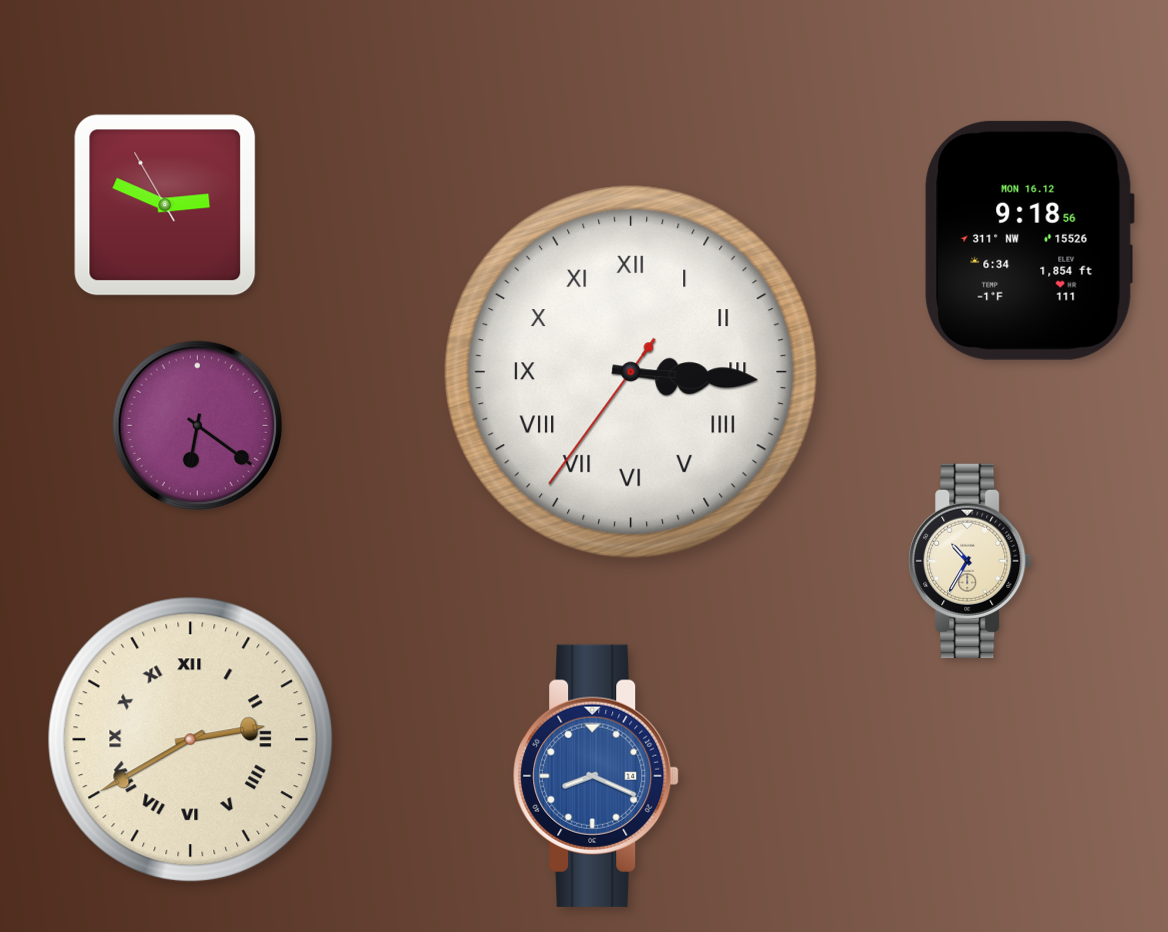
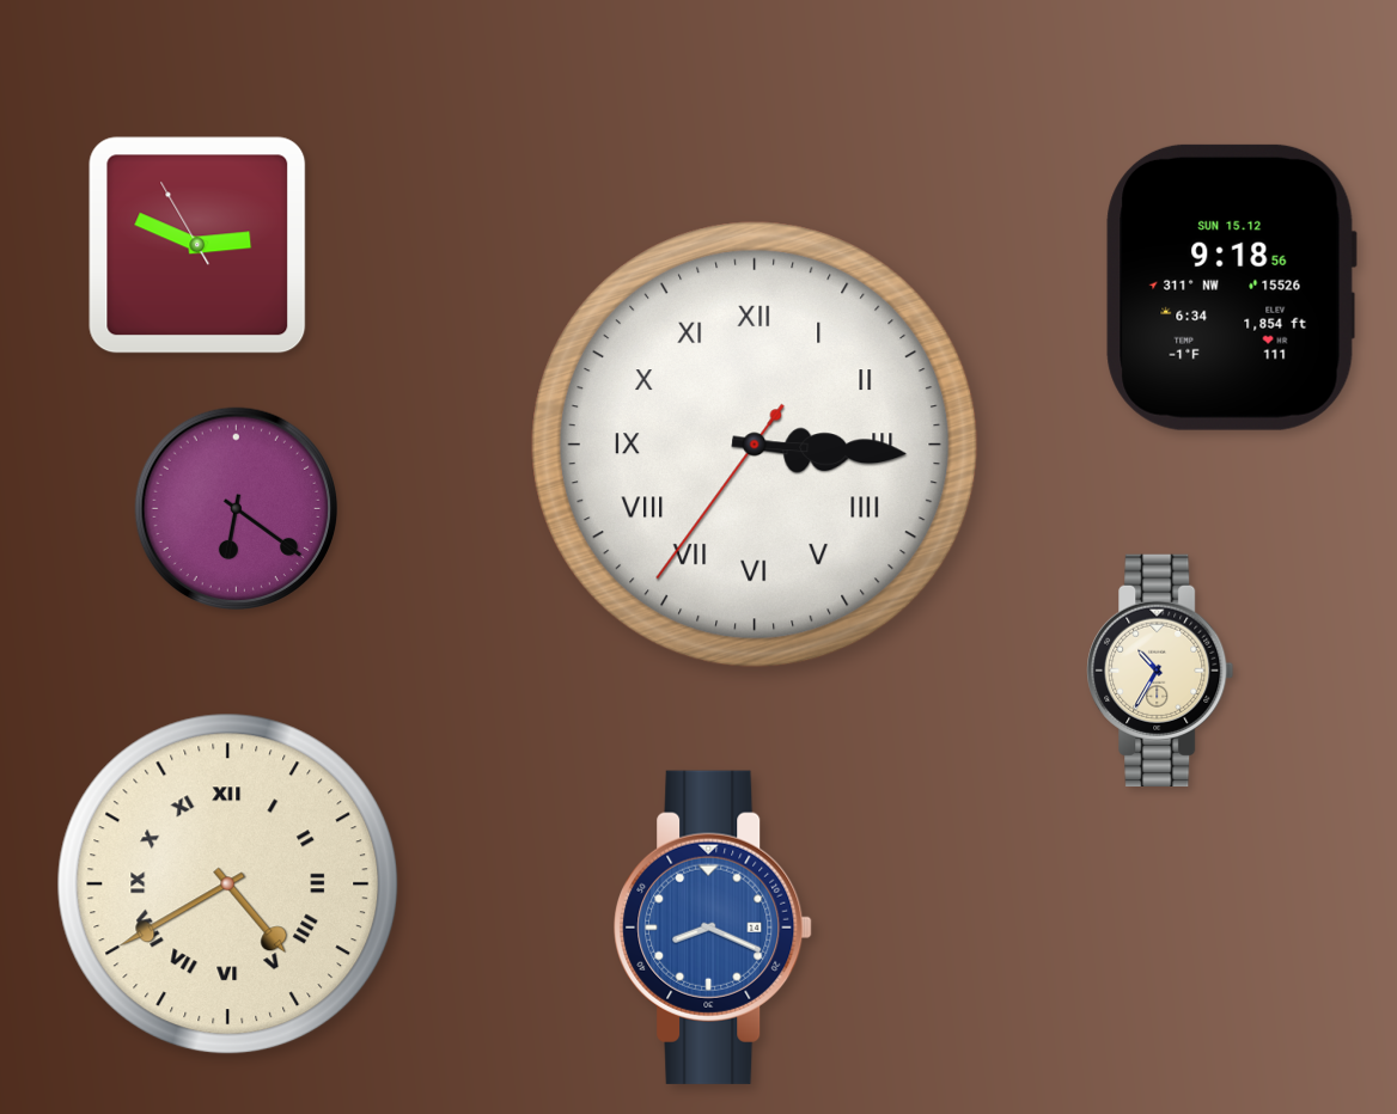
clock at (1029, 240) date: MON 16.12 -> SUN 15.12
clock at (191, 740): 2:40 -> 4:40
